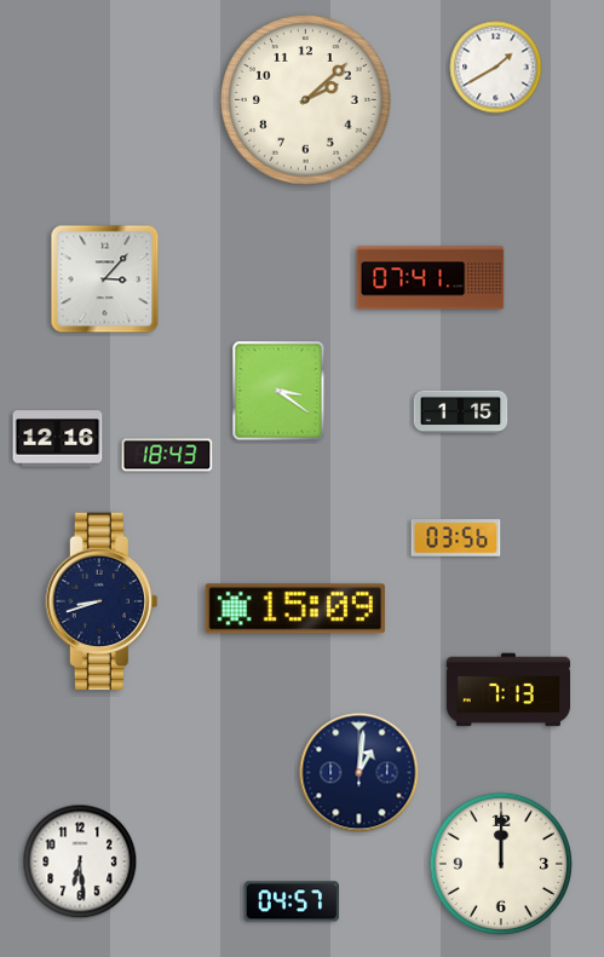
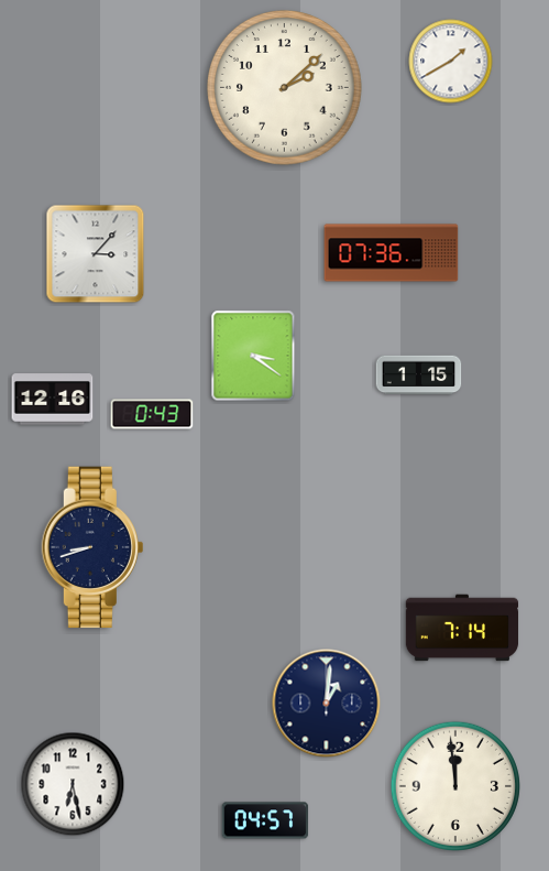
clock at (306, 100) position: (306, 100) -> (285, 88)
clock at (431, 278): 07:41 -> 07:36
clock at (167, 455): 18:43 -> 0:43
clock at (456, 538): 03:56 -> none
clock at (295, 609): 15:09 -> none
clock at (508, 690): 7:13 -> 7:14
clock at (80, 861): 6:29 -> 6:28
clock at (500, 863): 12:00 -> 11:59
